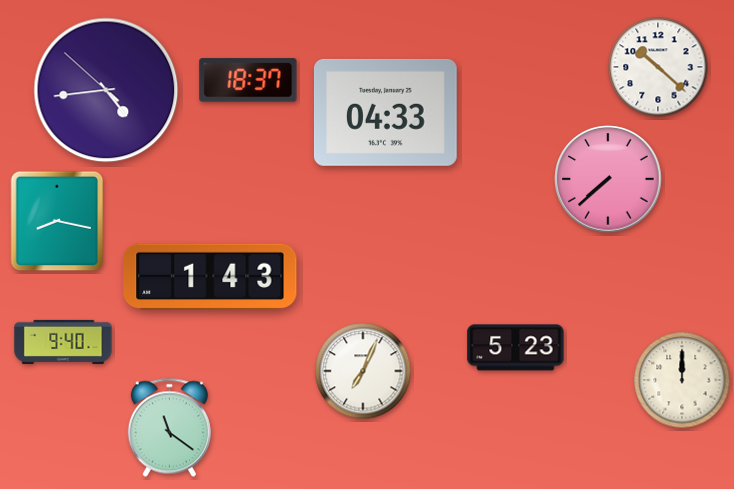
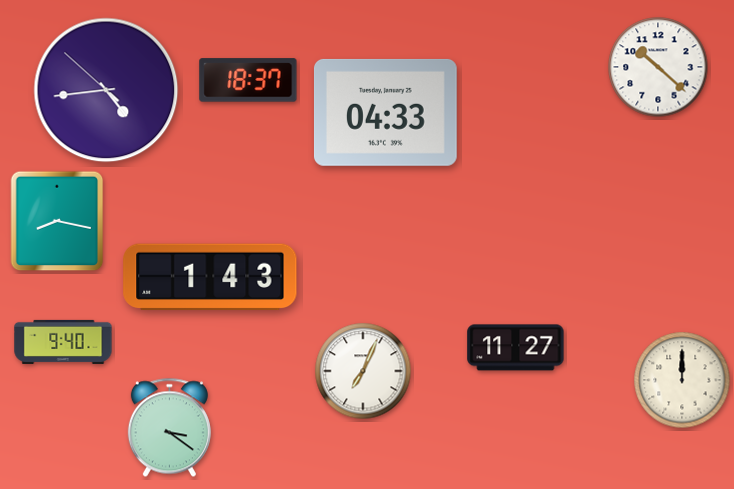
clock at (608, 179): 7:38 -> none
clock at (516, 348): 5:23 -> 11:27
clock at (169, 428): 11:21 -> 3:21
